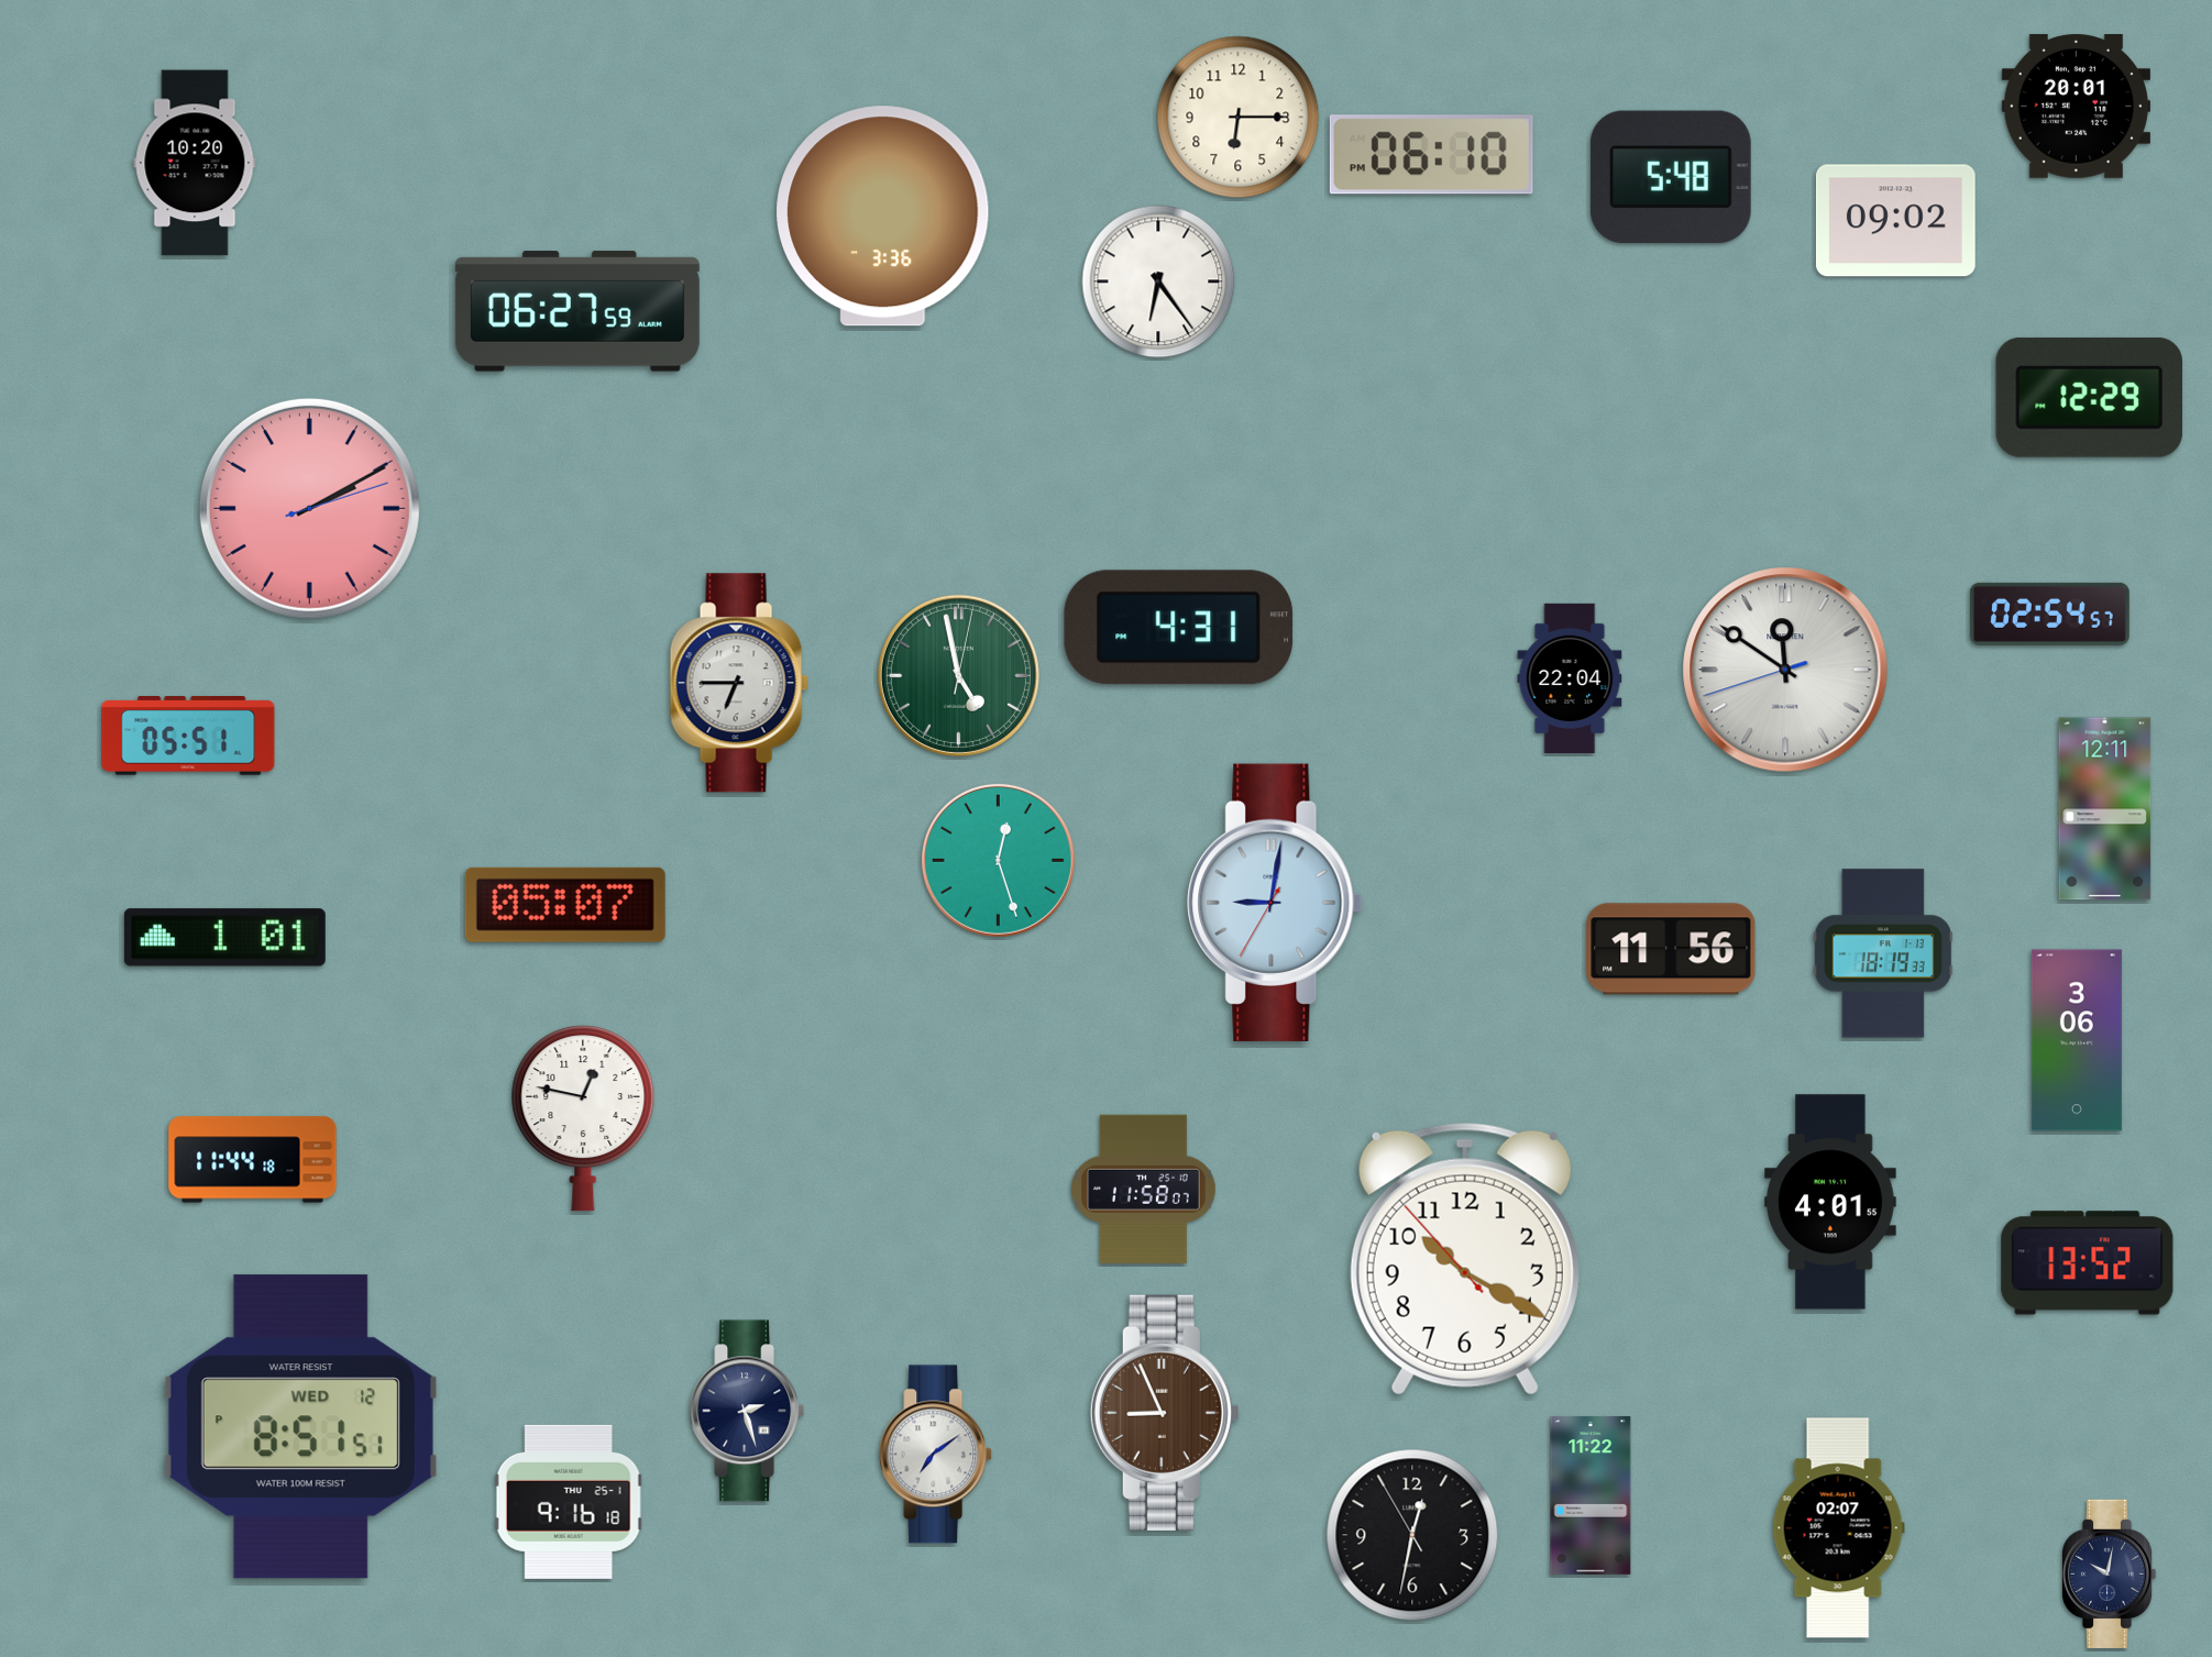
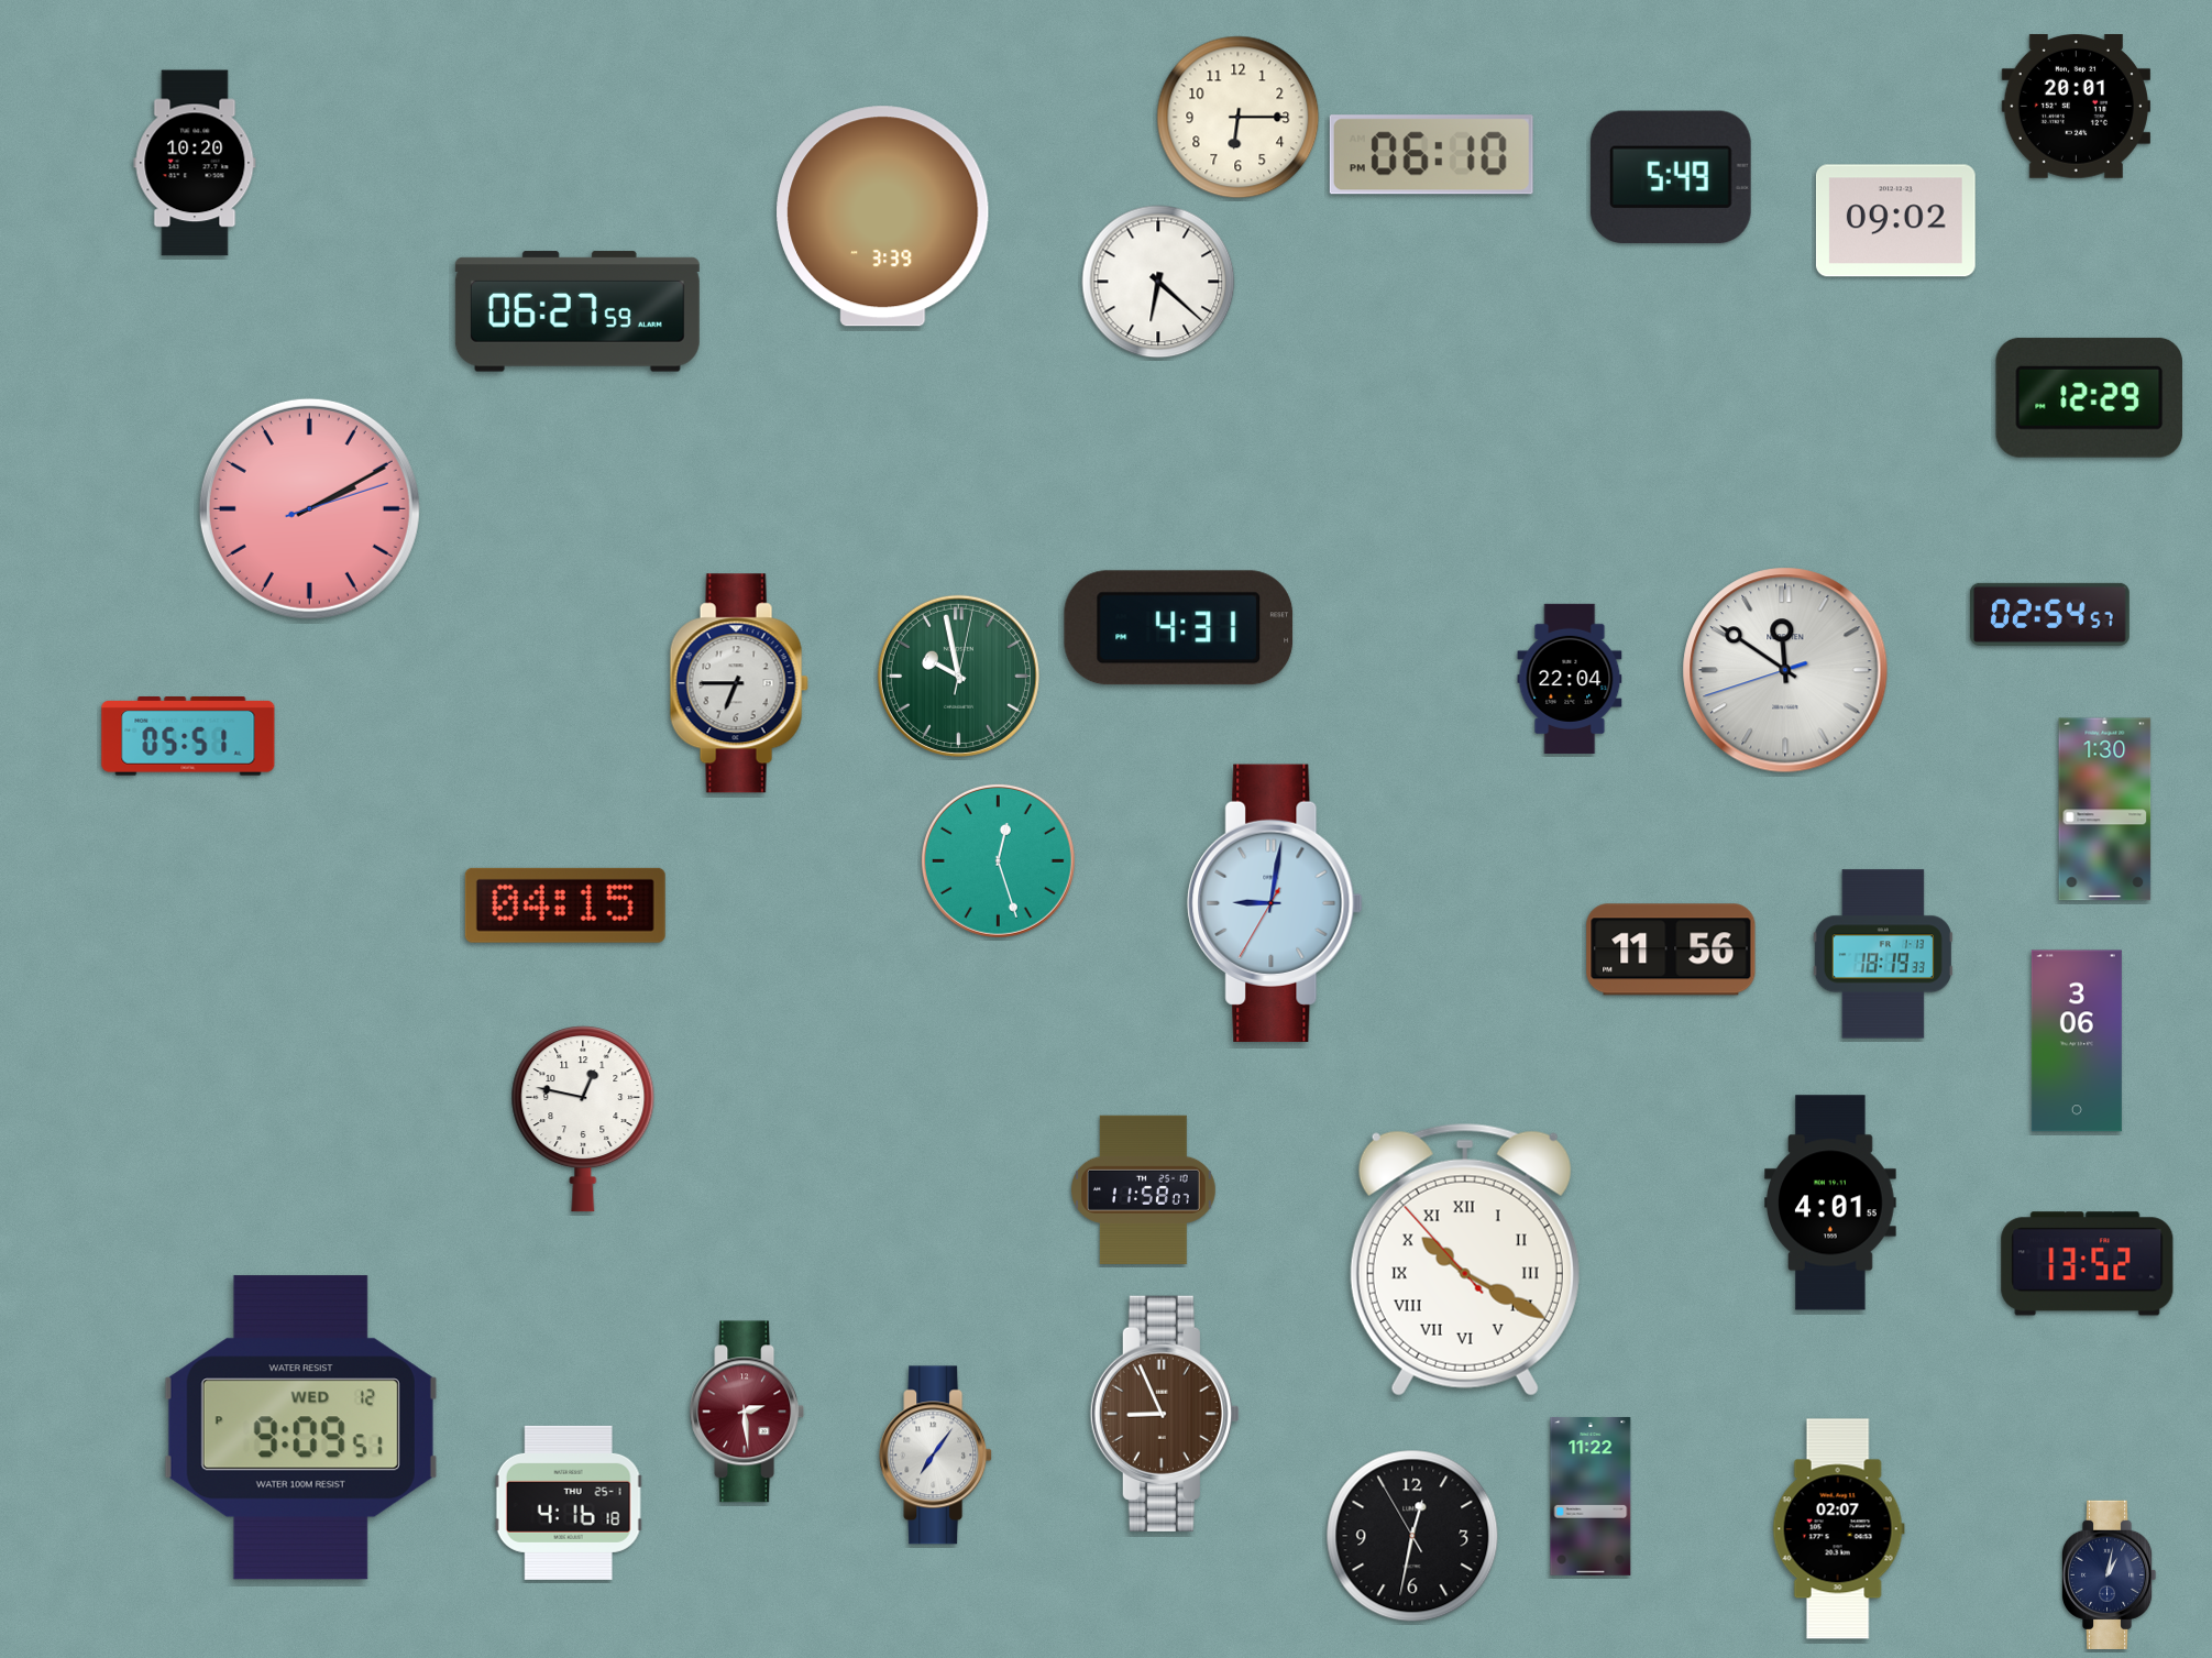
clock at (1671, 176): 5:48 -> 5:49
clock at (883, 217): 3:36 -> 3:39
clock at (1158, 281): 6:24 -> 6:22
clock at (958, 675): 4:58 -> 9:58
clock at (2105, 809): 12:11 -> 1:30
clock at (565, 905): 05:07 -> 04:15
clock at (224, 938): 1:01 -> none
clock at (253, 1160): 11:44 -> none
clock at (1465, 1259) numerals: Arabic -> Roman
clock at (746, 1411): 2:27 -> 2:29
clock at (746, 1411) dial: navy -> burgundy
clock at (300, 1427): 8:51 -> 9:09
clock at (936, 1455): 7:09 -> 7:06
clock at (569, 1502): 9:16 -> 4:16
clock at (2109, 1573): 10:02 -> 1:02
